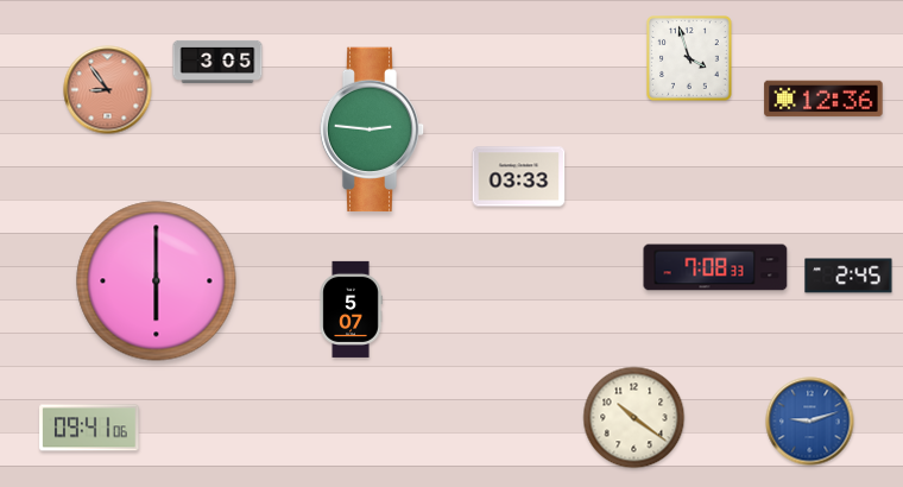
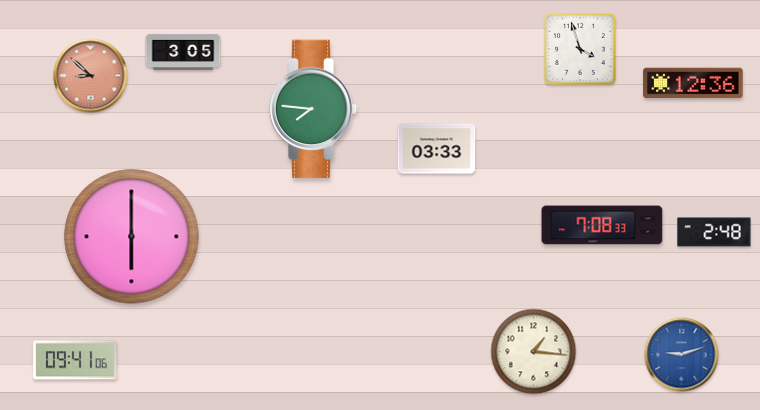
clock at (108, 90): 8:54 -> 8:52
clock at (372, 129): 2:46 -> 7:46
clock at (848, 276): 2:45 -> 2:48
clock at (351, 309): 5:07 -> none
clock at (634, 418): 10:21 -> 1:16
